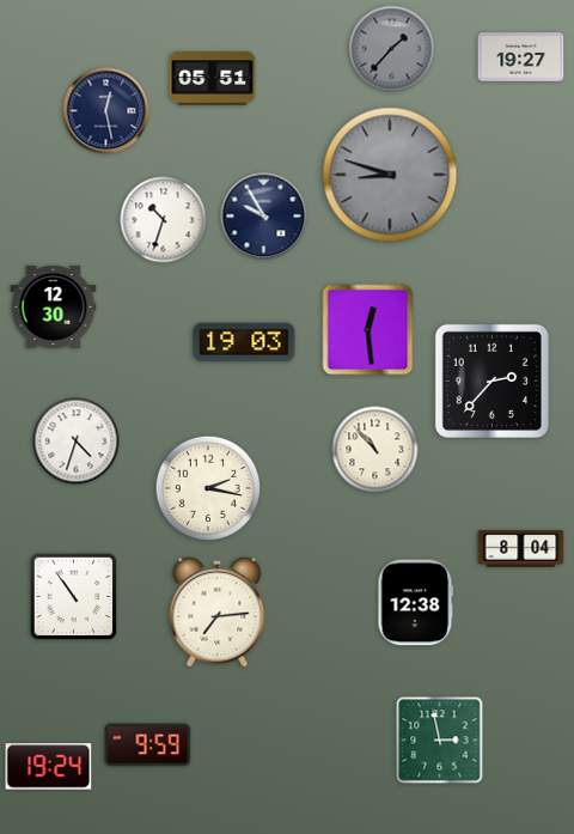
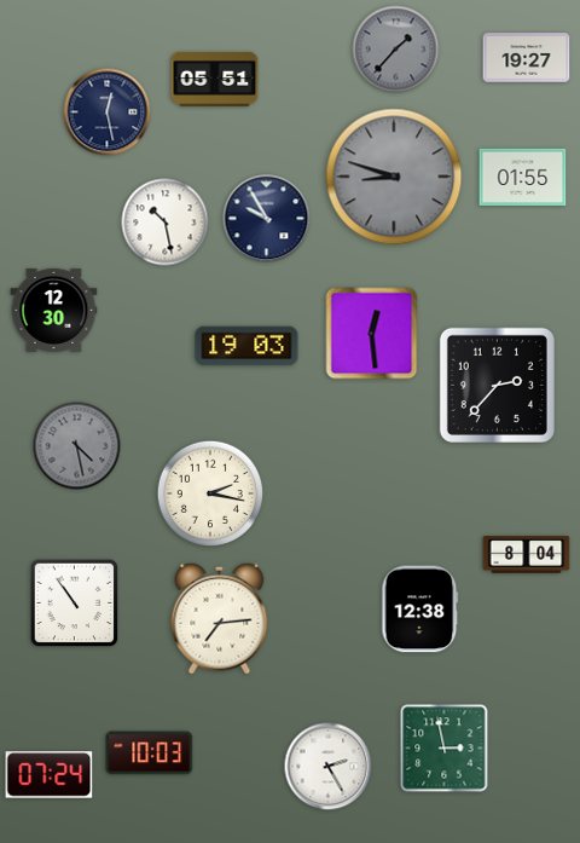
clock at (523, 177): none -> 01:55
clock at (164, 220): 10:33 -> 10:28
clock at (77, 442): 4:33 -> 4:28
clock at (77, 442) dial: white -> grey
clock at (375, 450): 10:53 -> none
clock at (148, 745): 9:59 -> 10:03
clock at (329, 767): none -> 2:25
clock at (49, 767): 19:24 -> 07:24
